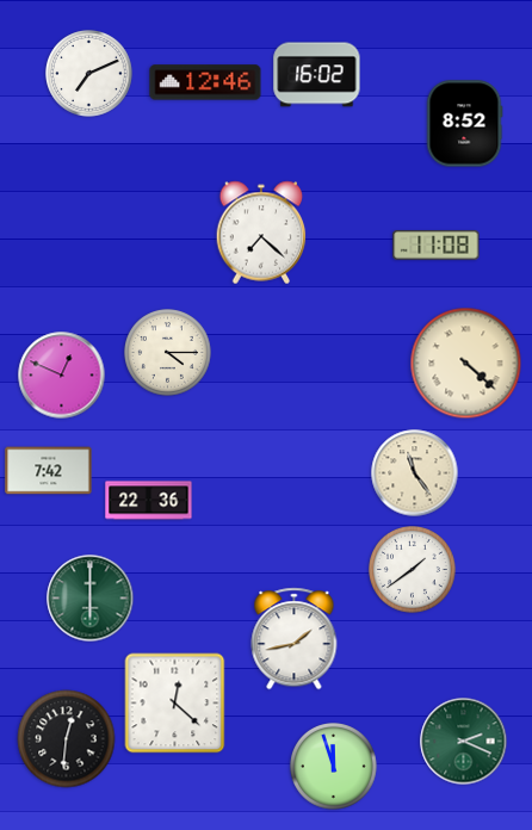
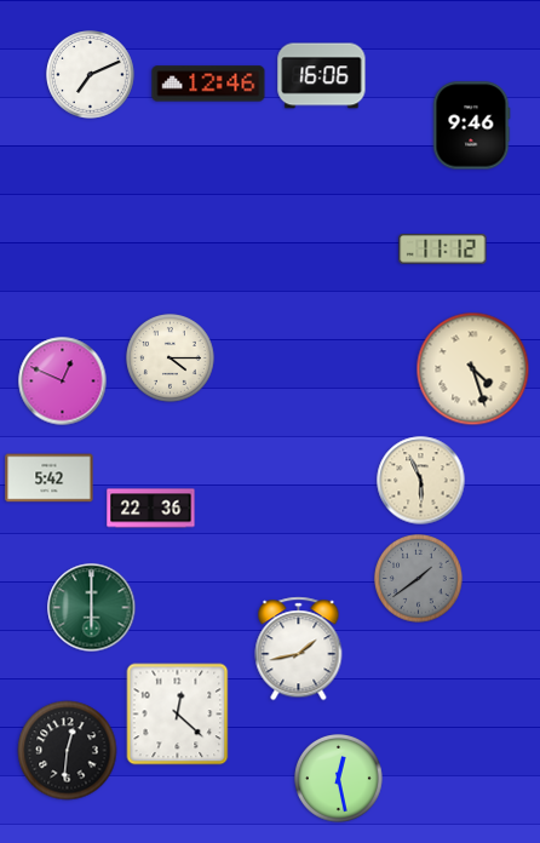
clock at (317, 75): 16:02 -> 16:06
clock at (464, 124): 8:52 -> 9:46
clock at (261, 233): 7:22 -> none
clock at (437, 246): 11:08 -> 11:12
clock at (466, 364): 4:22 -> 4:27
clock at (49, 471): 7:42 -> 5:42
clock at (415, 473): 11:24 -> 5:56
clock at (413, 570) dial: white -> grey
clock at (464, 742): 2:19 -> none
clock at (334, 767): 11:57 -> 12:28
